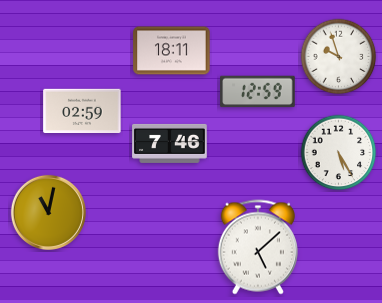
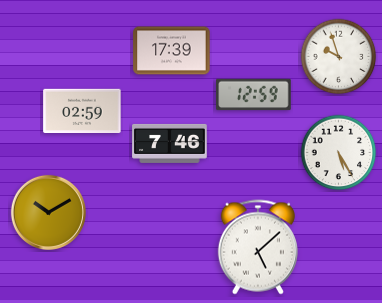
clock at (172, 51): 18:11 -> 17:39
clock at (258, 92) position: (258, 92) -> (254, 95)
clock at (48, 212): 11:02 -> 10:10
